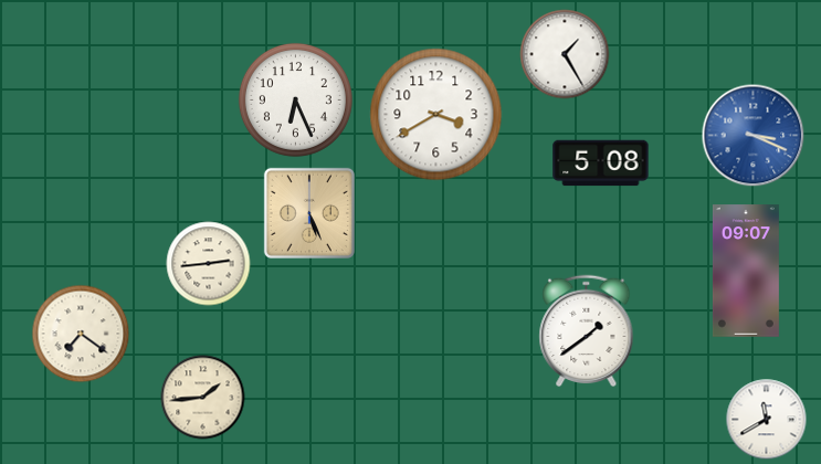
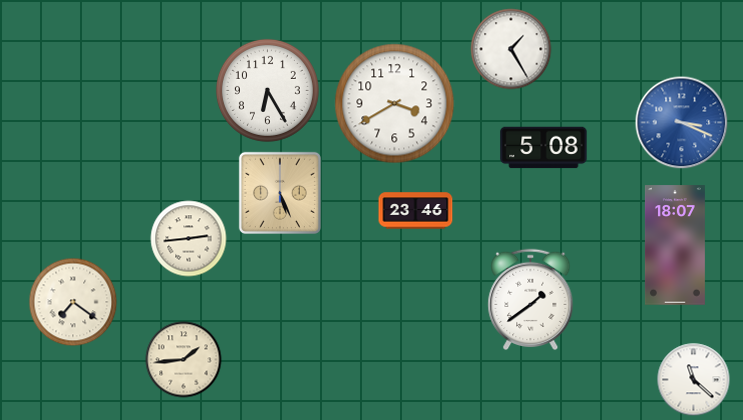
clock at (295, 99): 6:26 -> 6:25
clock at (416, 211): none -> 23:46
clock at (746, 271): 09:07 -> 18:07
clock at (767, 420): 11:40 -> 11:22
